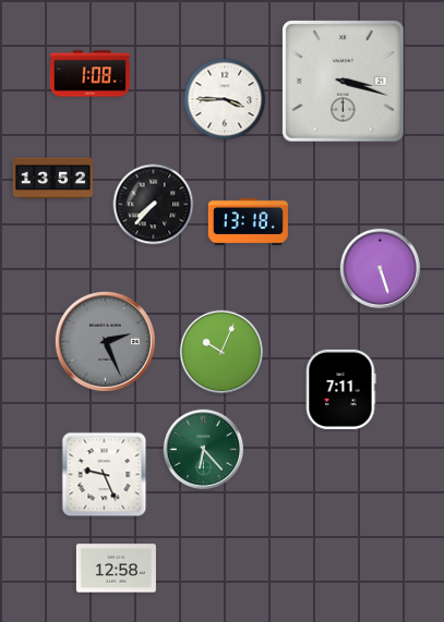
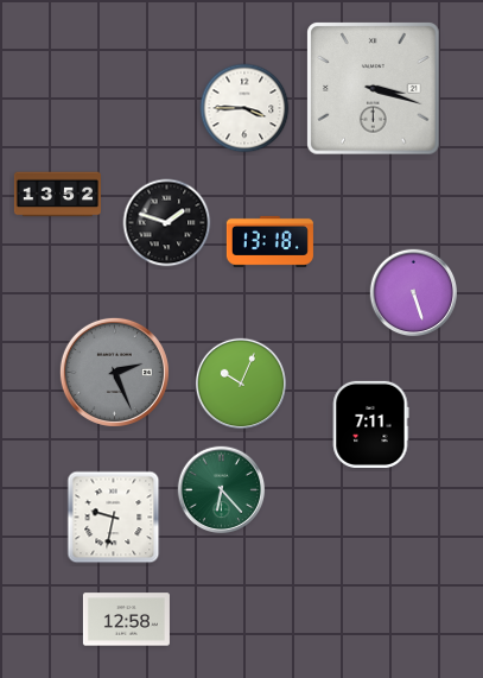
clock at (89, 74): 1:08 -> none
clock at (154, 205): 7:37 -> 1:48
clock at (105, 475): 9:26 -> 9:32
